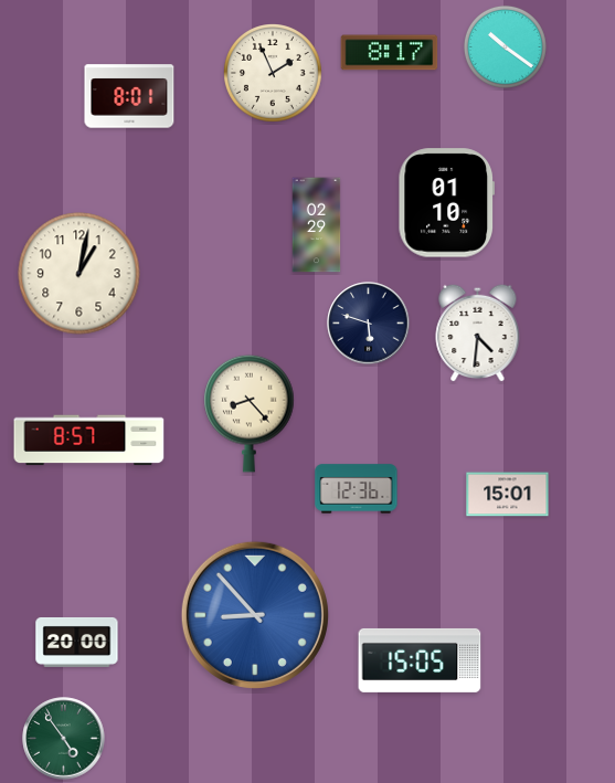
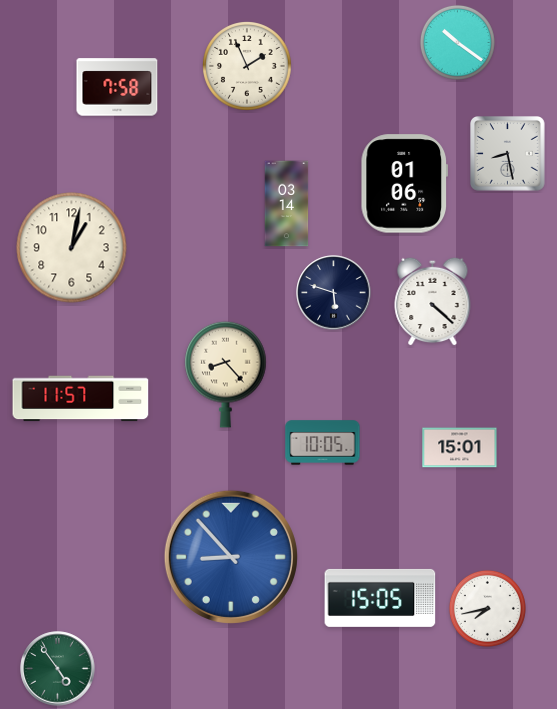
clock at (390, 53): 8:17 -> none
clock at (129, 96): 8:01 -> 7:58
clock at (508, 154): none -> 8:28
clock at (446, 203): 01:10 -> 01:06
clock at (317, 225): 02:29 -> 03:14
clock at (478, 332): 4:31 -> 4:22
clock at (89, 441): 8:57 -> 11:57
clock at (357, 489): 12:36 -> 10:05
clock at (77, 642): 20:00 -> none
clock at (487, 608): none -> 7:43
